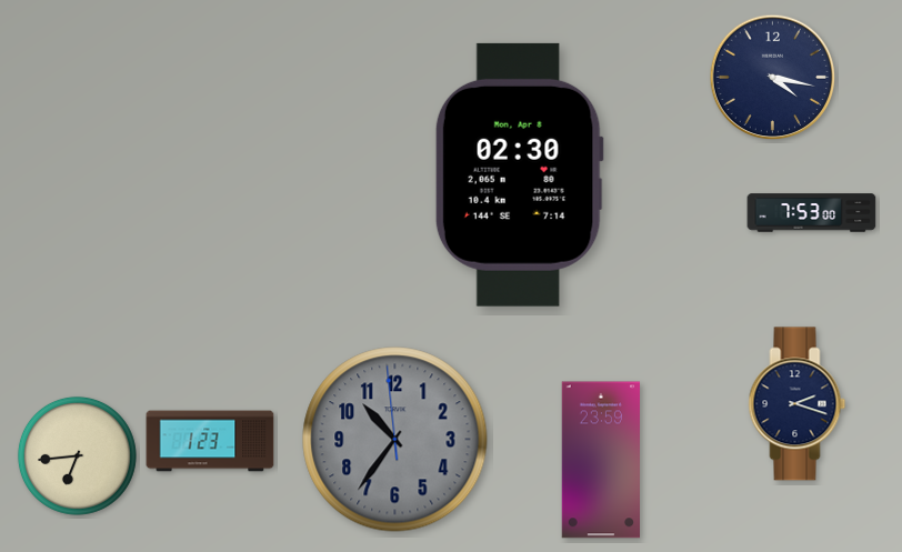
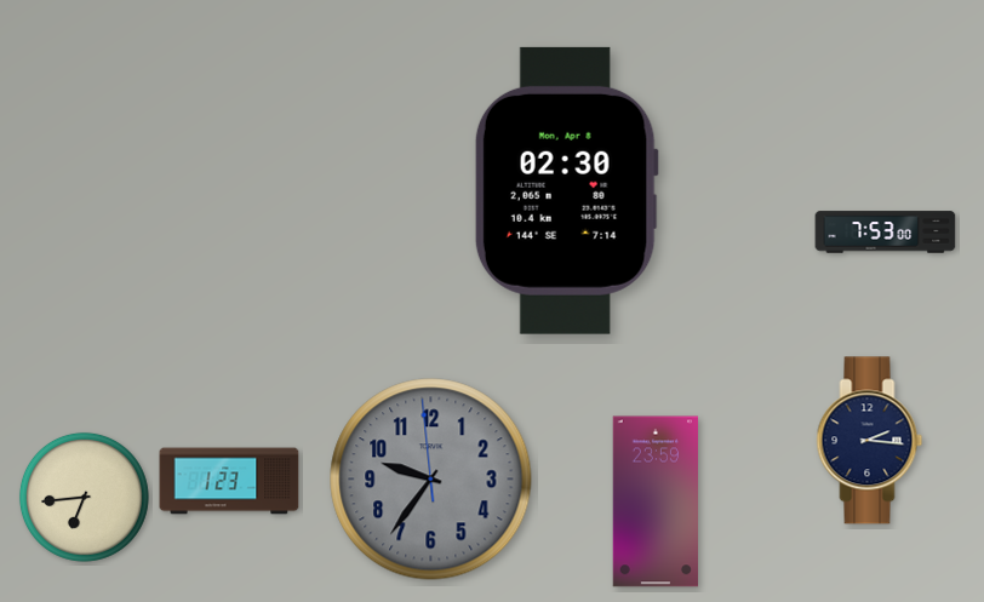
clock at (773, 78): 4:17 -> none
clock at (798, 404): 2:18 -> 2:16
clock at (395, 440): 10:35 -> 9:35
